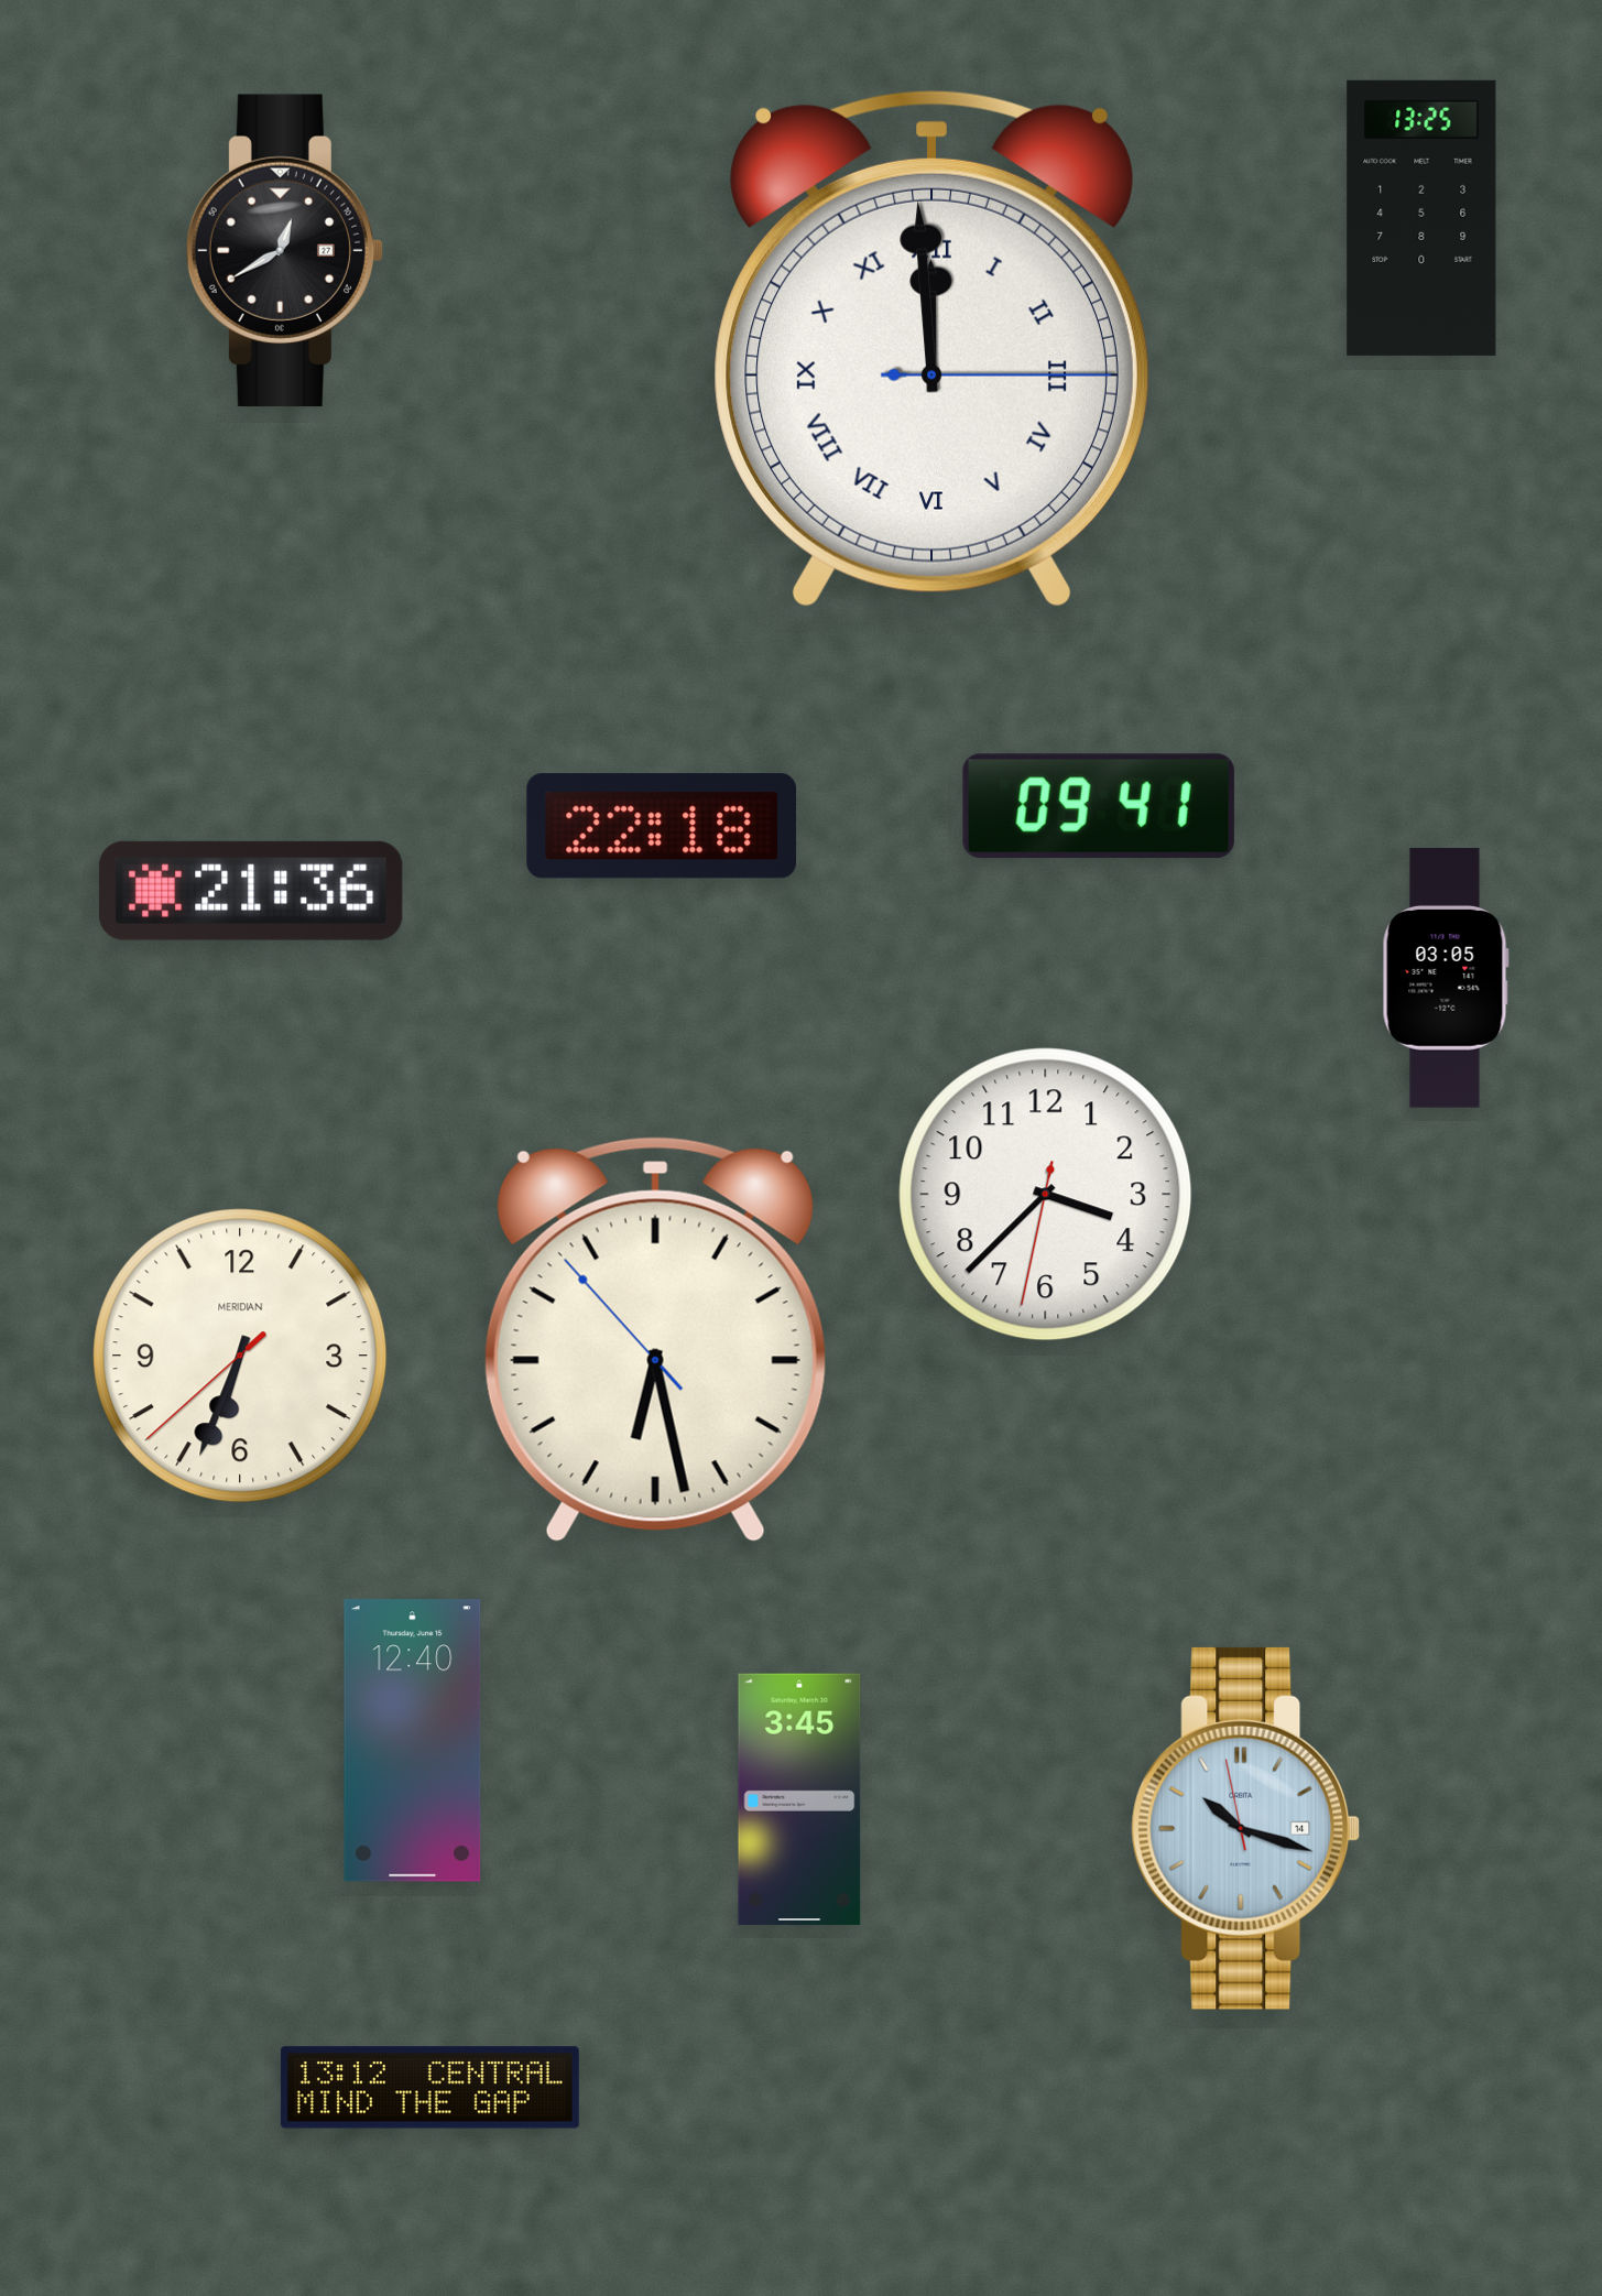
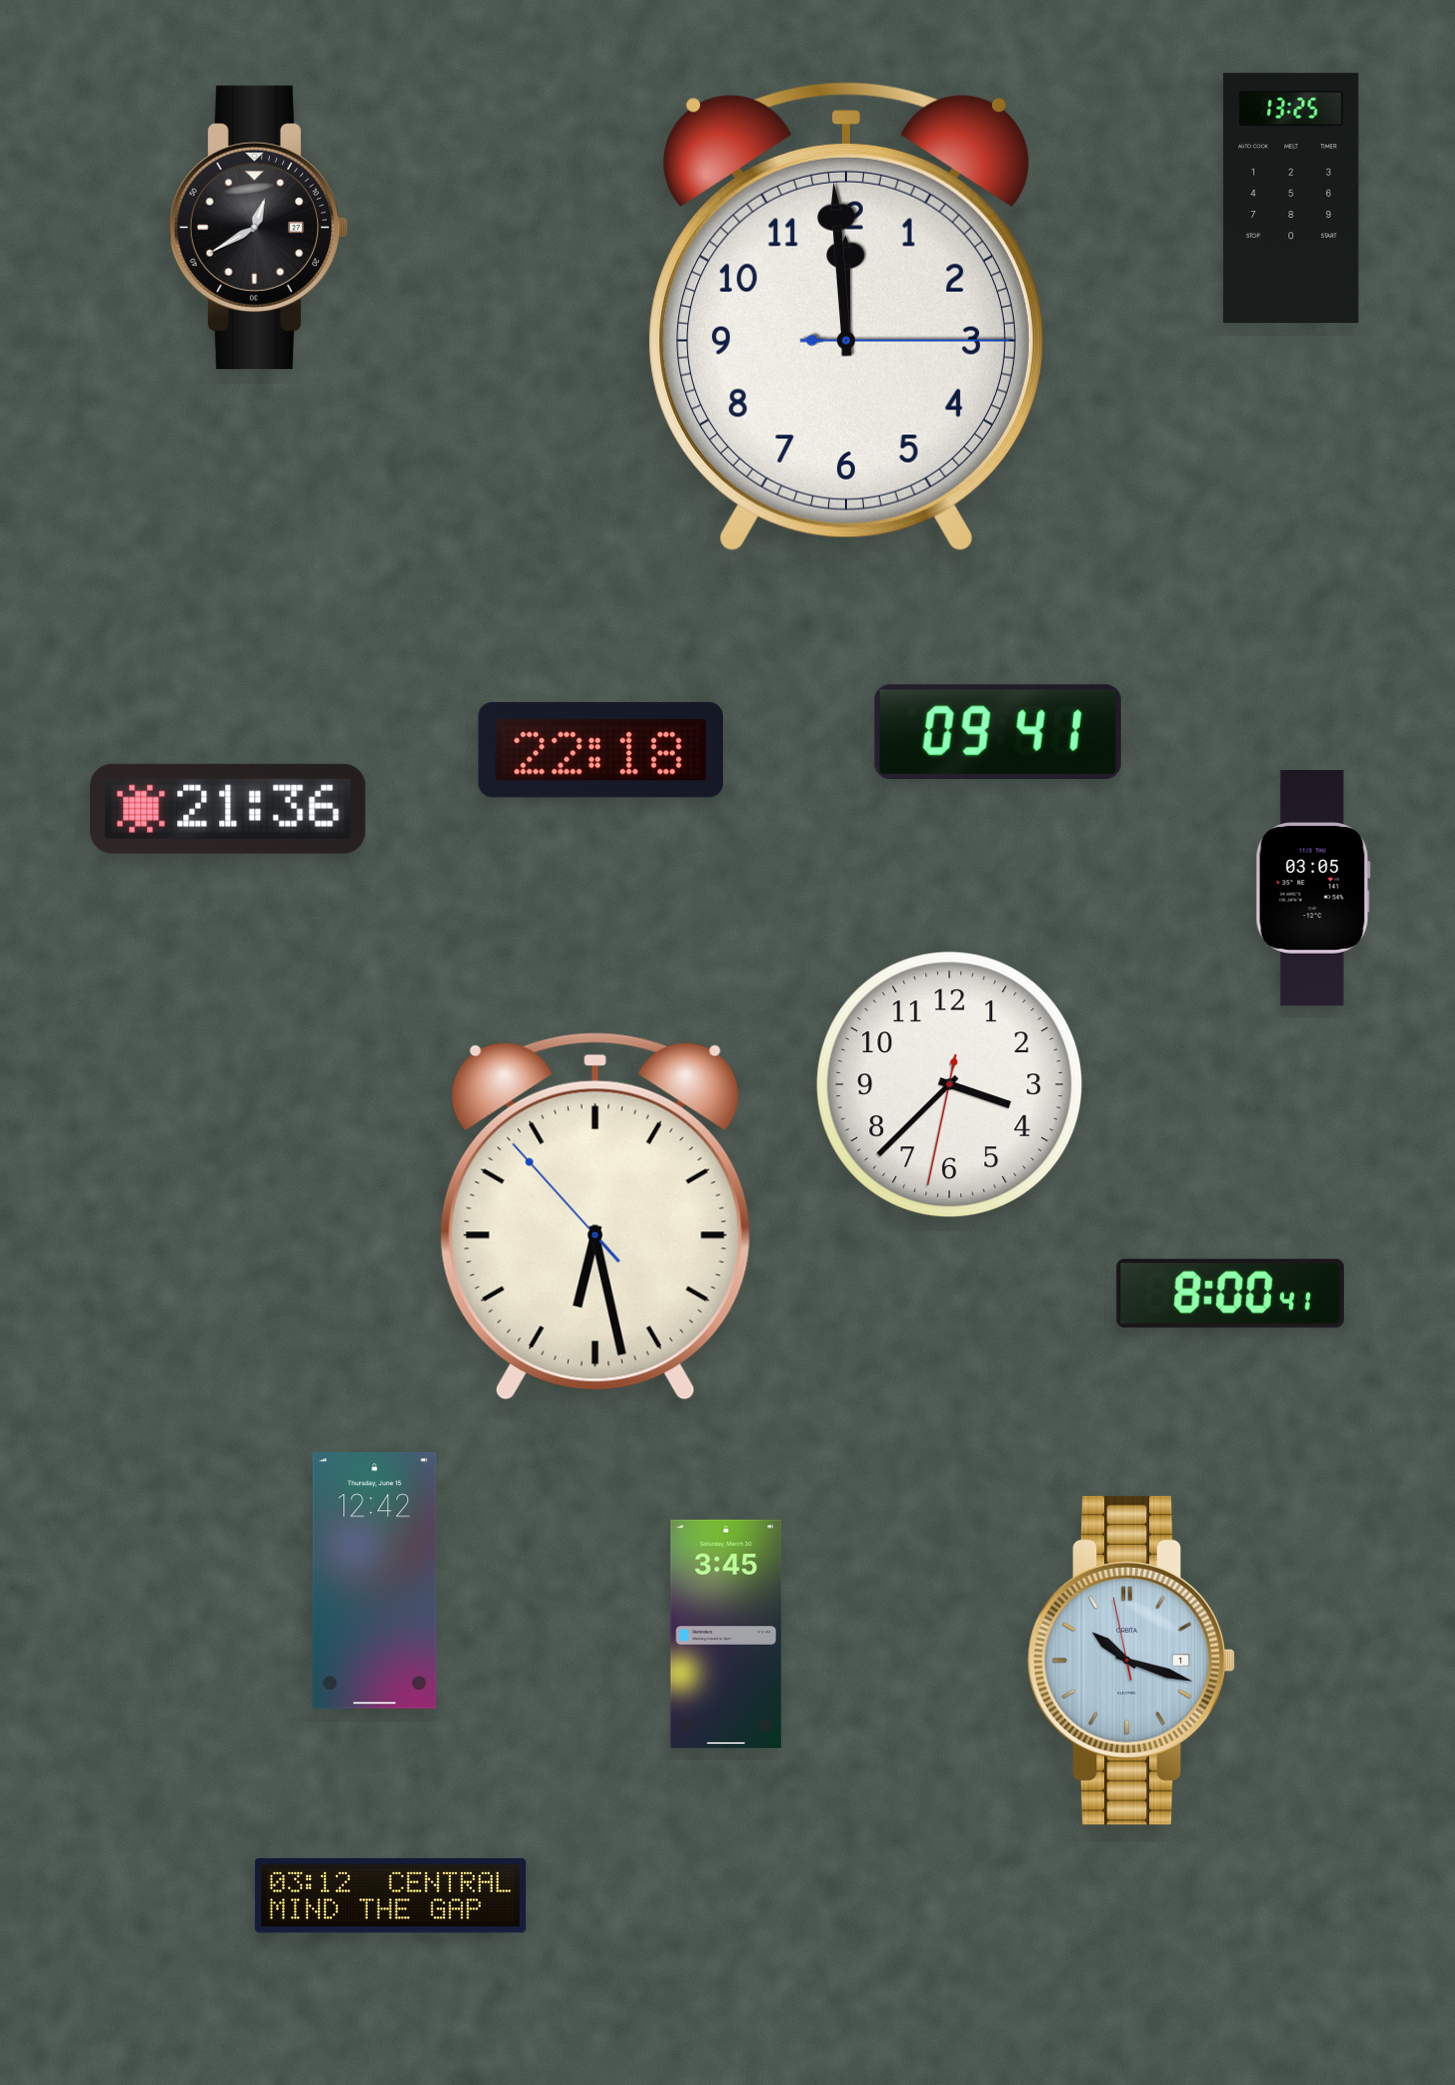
clock at (931, 349) numerals: Roman -> Arabic
clock at (240, 1356): 6:33 -> none
clock at (1230, 1293): none -> 8:00
clock at (413, 1741): 12:40 -> 12:42
clock at (1246, 1828) date: 14 -> 1
clock at (429, 2088): 13:12 -> 03:12
